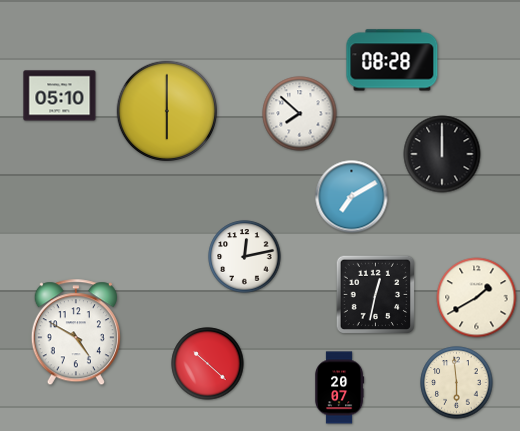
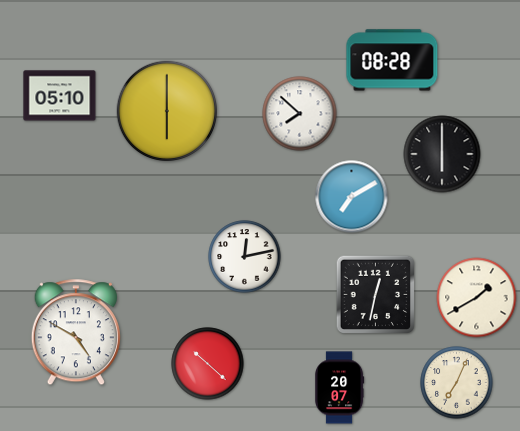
clock at (442, 154): 12:00 -> 6:00
clock at (457, 383): 5:59 -> 7:04
